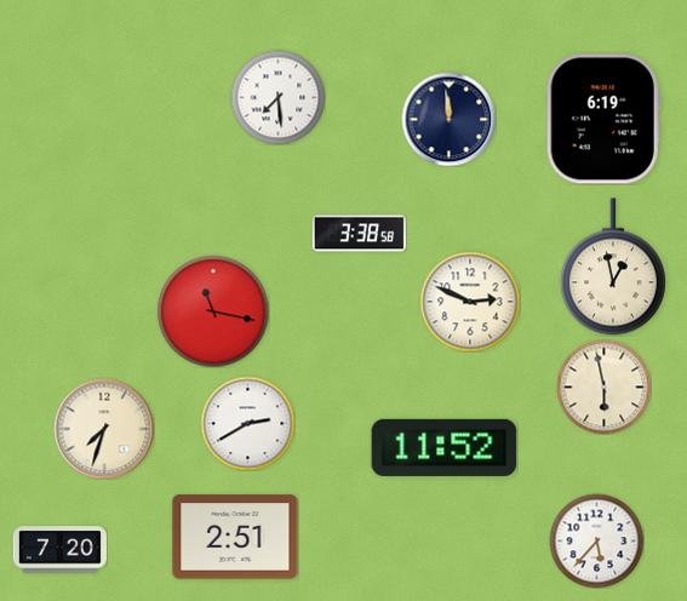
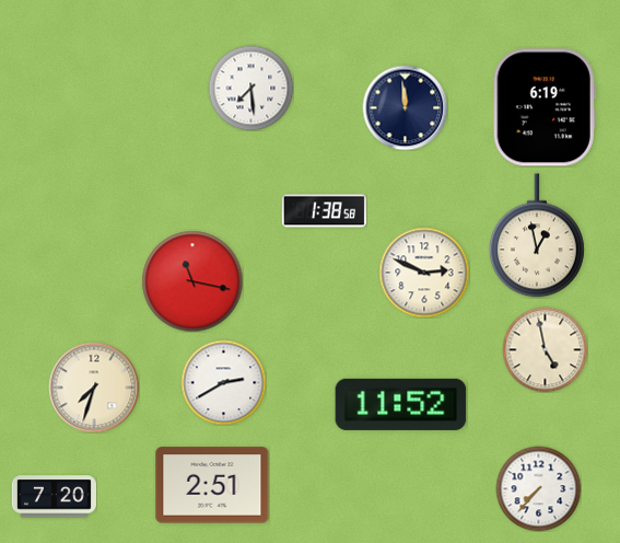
clock at (359, 234): 3:38 -> 1:38
clock at (613, 267) position: (613, 267) -> (537, 235)
clock at (603, 387): 5:58 -> 4:58
clock at (596, 540): 5:37 -> 7:37
